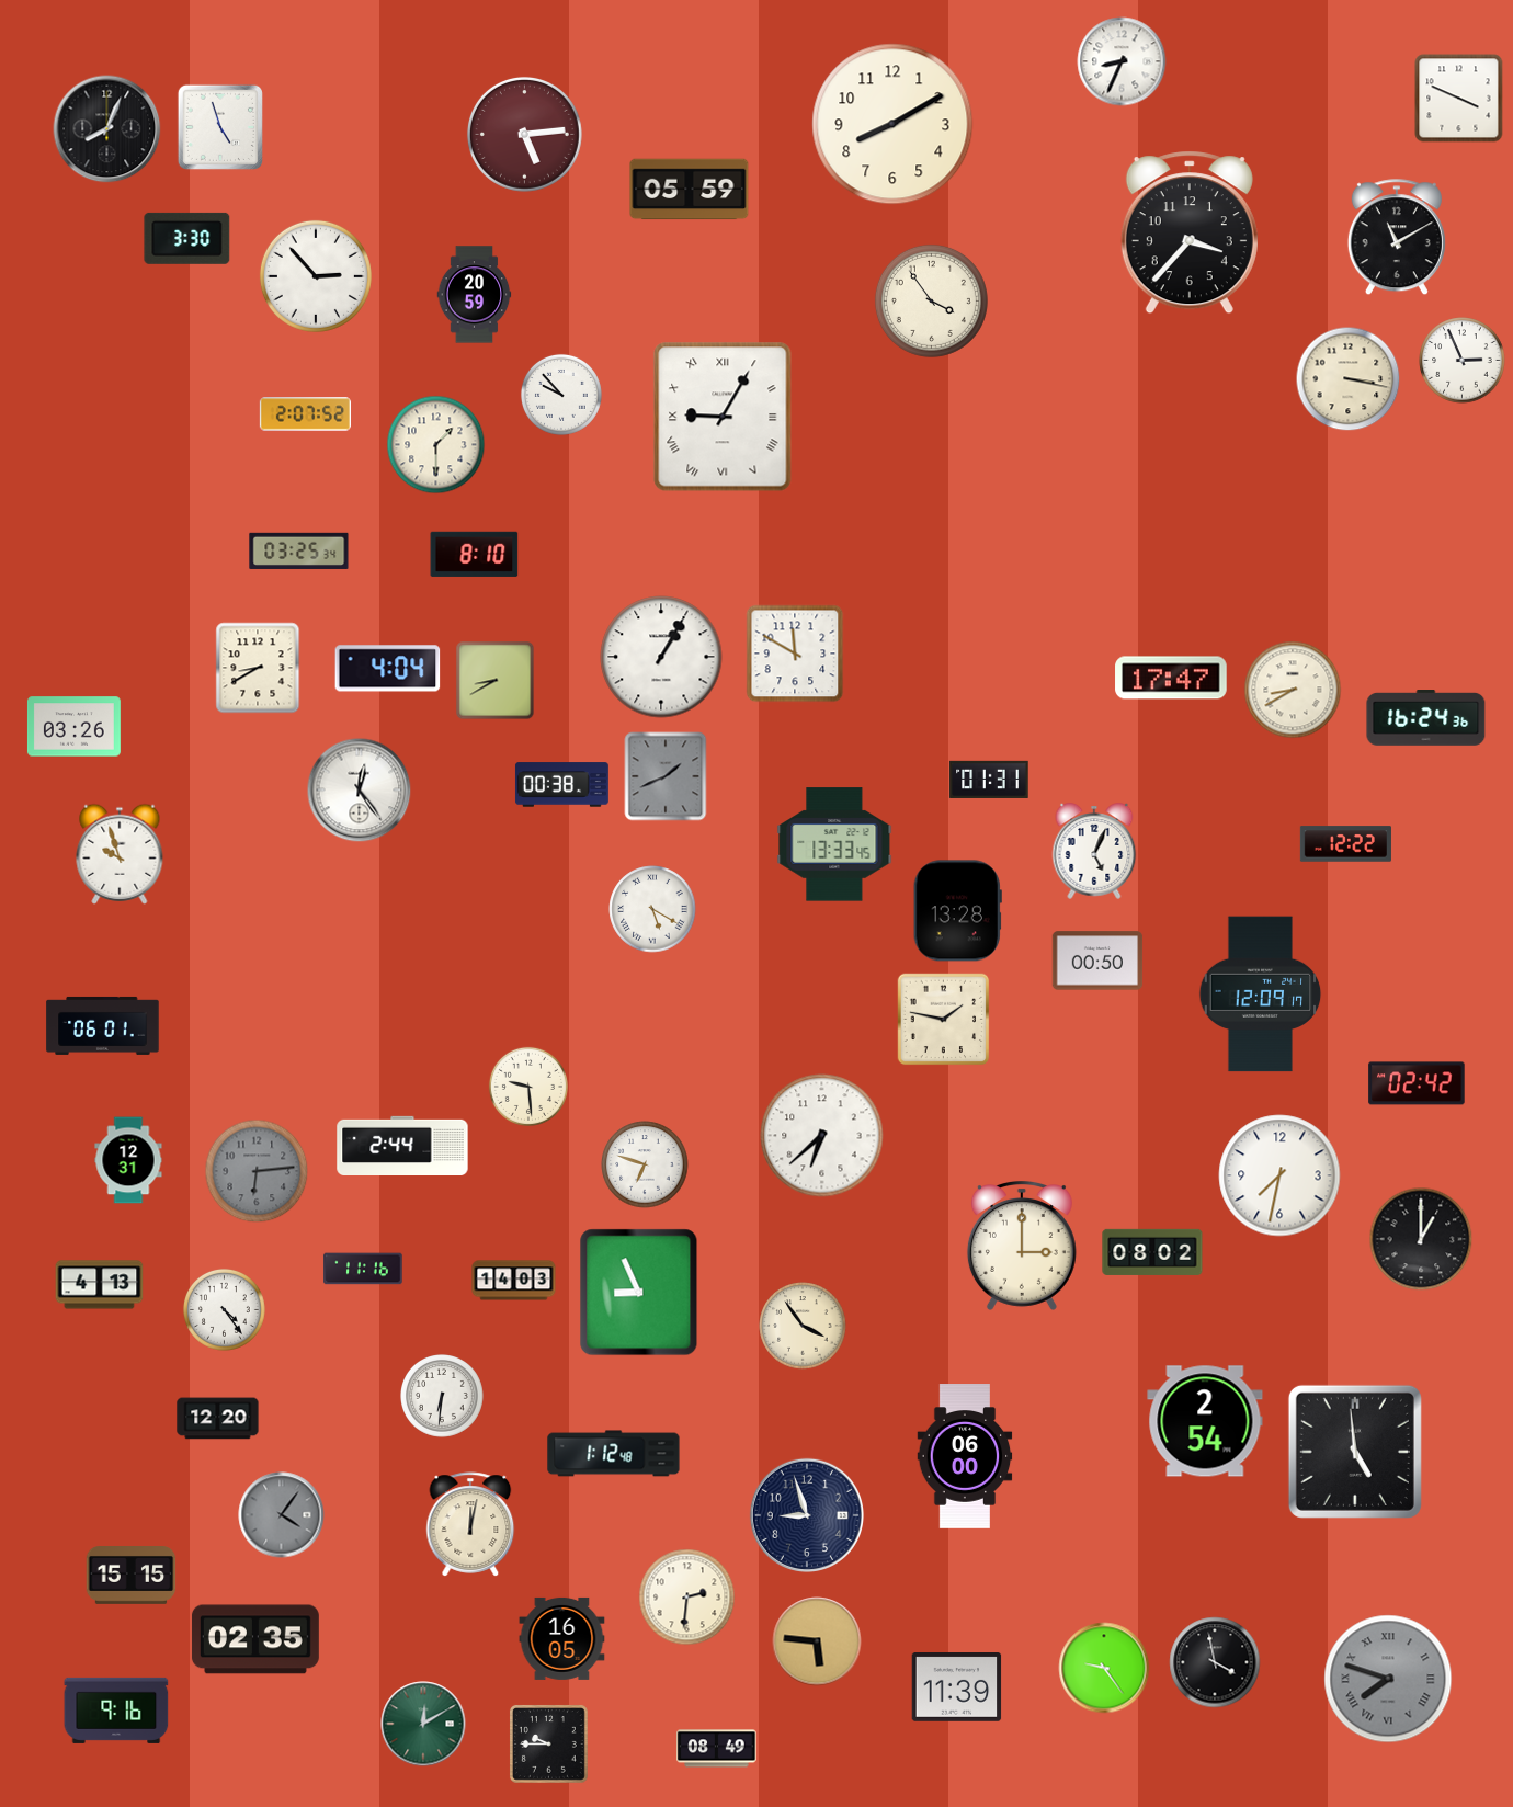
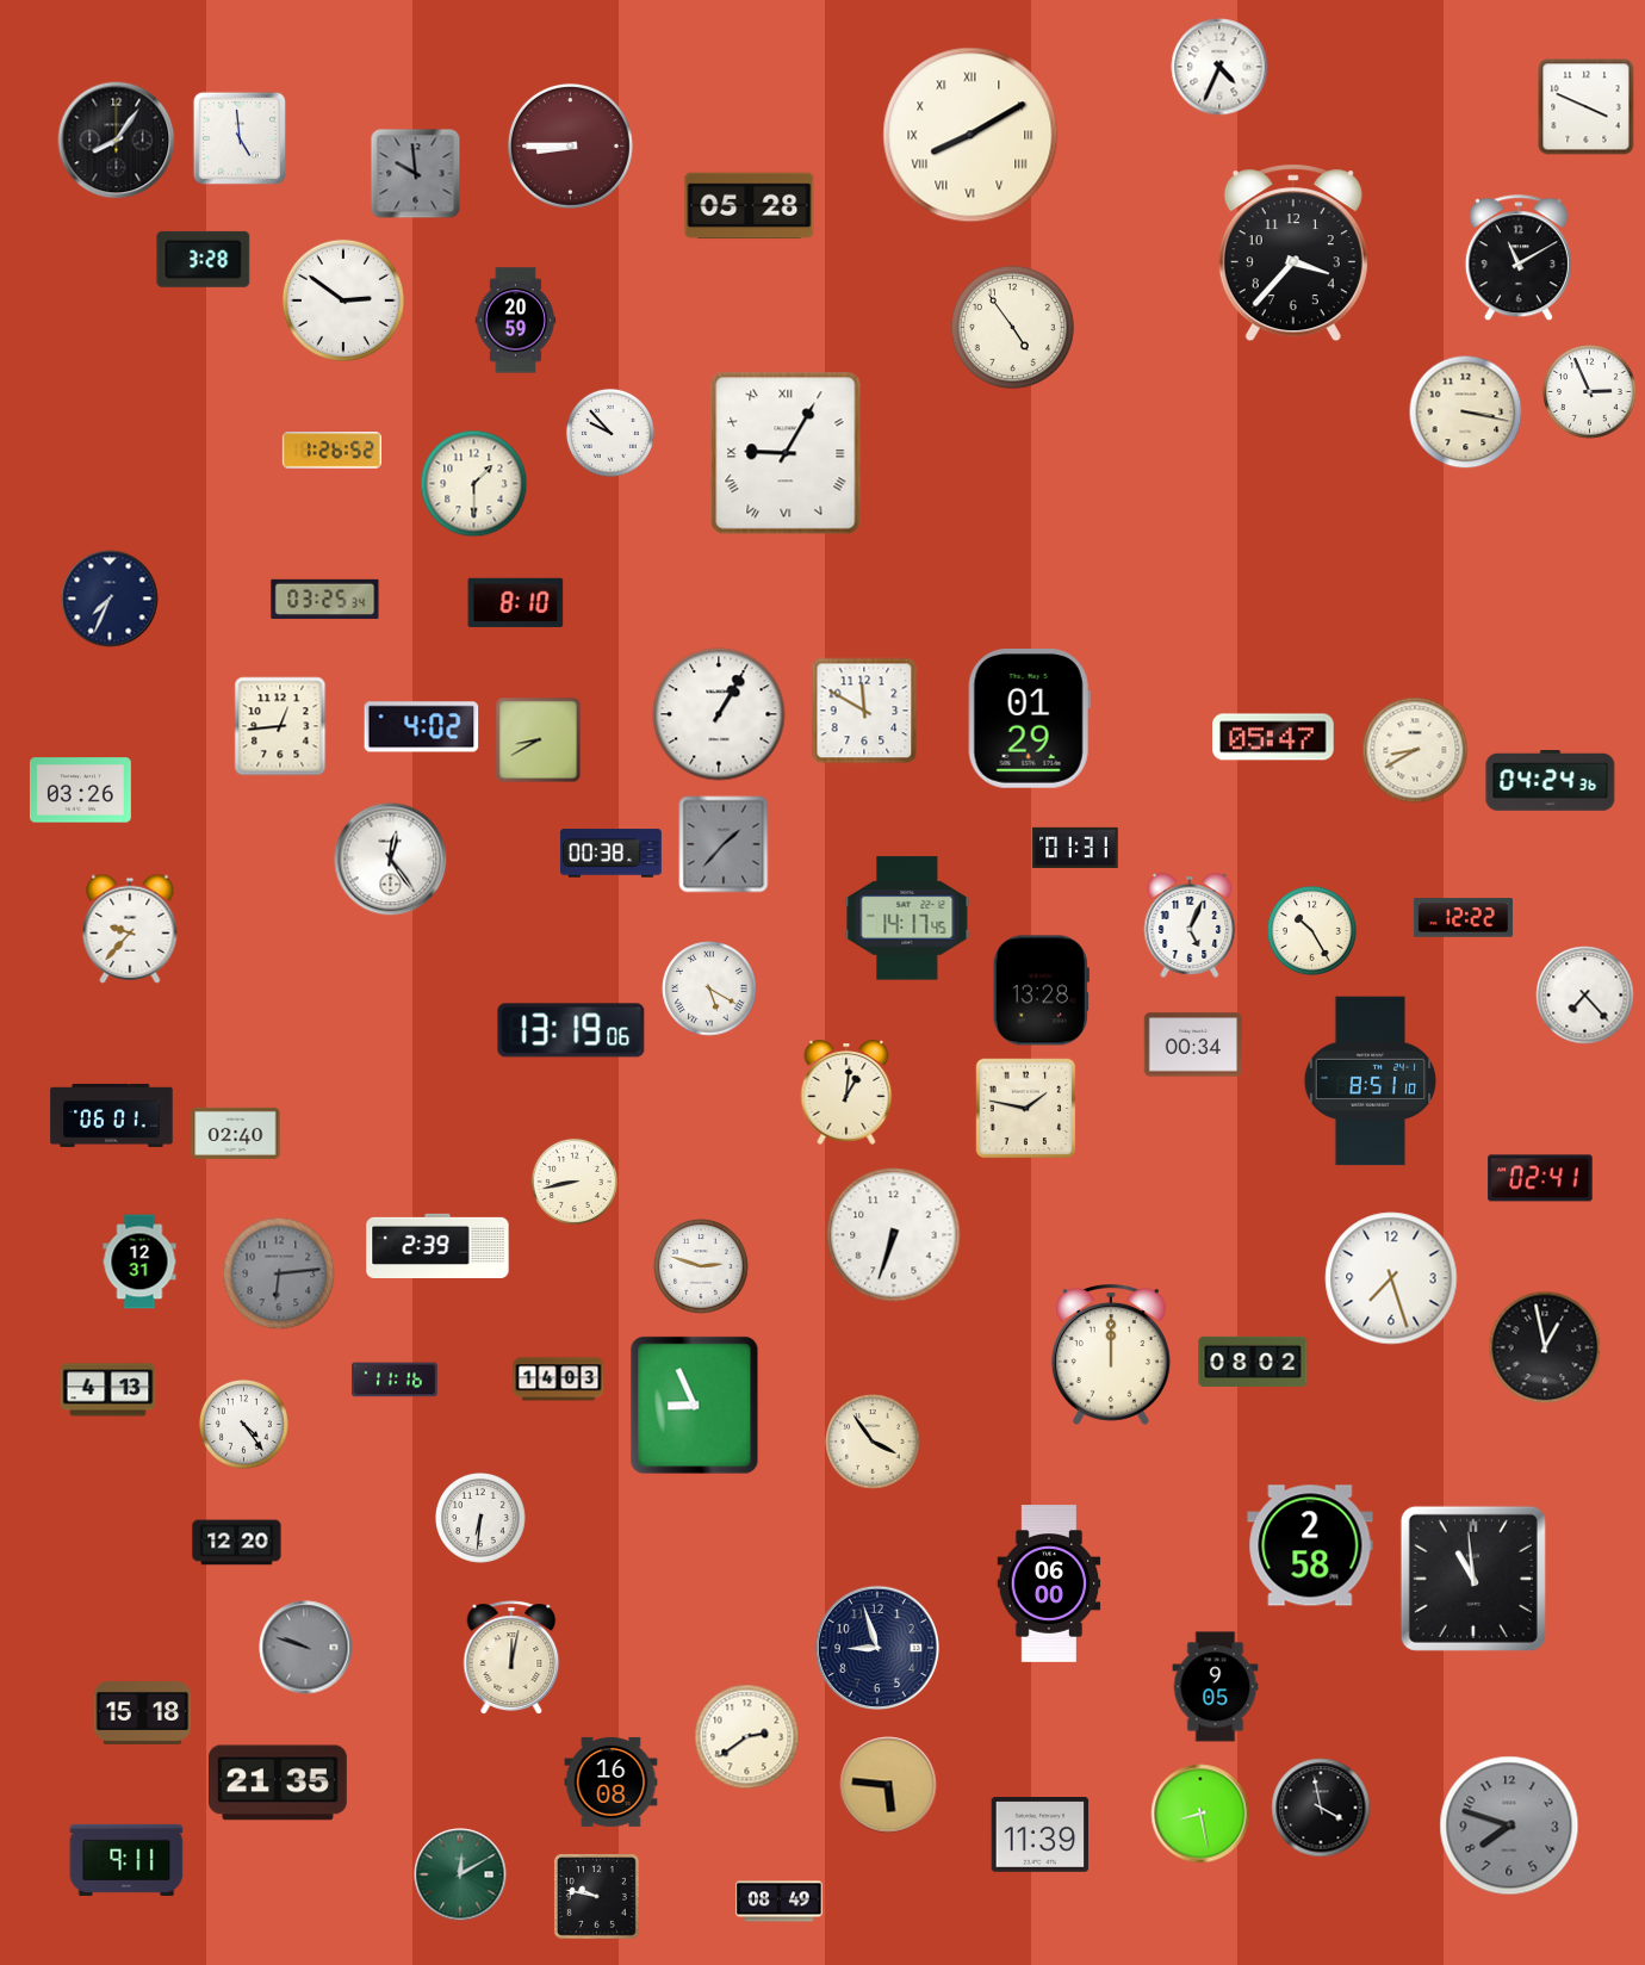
clock at (1122, 61): 8:34 -> 4:34
clock at (892, 124) numerals: Arabic -> Roman
clock at (220, 127): 4:57 -> 4:59
clock at (107, 129): 8:04 -> 8:06
clock at (524, 134): 5:14 -> 8:45
clock at (416, 174): none -> 9:59
clock at (690, 190): 05:59 -> 05:28
clock at (187, 238): 3:30 -> 3:28
clock at (316, 276): 2:53 -> 2:51
clock at (931, 300): 3:54 -> 4:54
clock at (561, 395) position: (561, 395) -> (610, 433)
clock at (305, 414): 2:07 -> 1:26
clock at (110, 599): none -> 7:34
clock at (1029, 719): none -> 01:29
clock at (258, 668): 8:40 -> 12:44
clock at (388, 669): 4:04 -> 4:02
clock at (1171, 678): 17:47 -> 05:47
clock at (1293, 690) position: (1293, 690) -> (1415, 750)
clock at (1426, 718): 16:24 -> 04:24
clock at (666, 776): 1:41 -> 1:37
clock at (834, 844): 13:33 -> 14:17
clock at (120, 854): 9:57 -> 9:37
clock at (1311, 930): none -> 10:25
clock at (1585, 996): none -> 7:23
clock at (571, 1030): none -> 13:19
clock at (1097, 961): 00:50 -> 00:34
clock at (1261, 995): 12:09 -> 8:51
clock at (846, 1092): none -> 1:01
clock at (236, 1133): none -> 02:40
clock at (1417, 1083): 02:42 -> 02:41
clock at (528, 1087): 9:29 -> 8:43
clock at (822, 1136): 6:38 -> 6:33
clock at (402, 1145): 2:44 -> 2:39
clock at (645, 1164): 6:48 -> 2:48
clock at (1279, 1175): 7:32 -> 7:27
clock at (1421, 1239): 1:00 -> 12:58
clock at (1022, 1247): 3:00 -> 12:00
clock at (514, 1281) position: (514, 1281) -> (559, 1380)
clock at (100, 1285) position: (100, 1285) -> (108, 1390)
clock at (1205, 1421): 2:54 -> 2:58
clock at (1355, 1452): 4:59 -> 10:59
clock at (614, 1454): 1:12 -> none
clock at (282, 1515): 4:06 -> 9:48
clock at (1216, 1687): none -> 9:05
clock at (132, 1576): 15:15 -> 15:18
clock at (687, 1598): 2:31 -> 2:39
clock at (562, 1638): 16:05 -> 16:08
clock at (255, 1639): 02:35 -> 21:35
clock at (1104, 1668): 9:24 -> 8:28
clock at (1388, 1679) numerals: Roman -> Arabic
clock at (116, 1711): 9:16 -> 9:11
clock at (548, 1743): 9:45 -> 9:47
